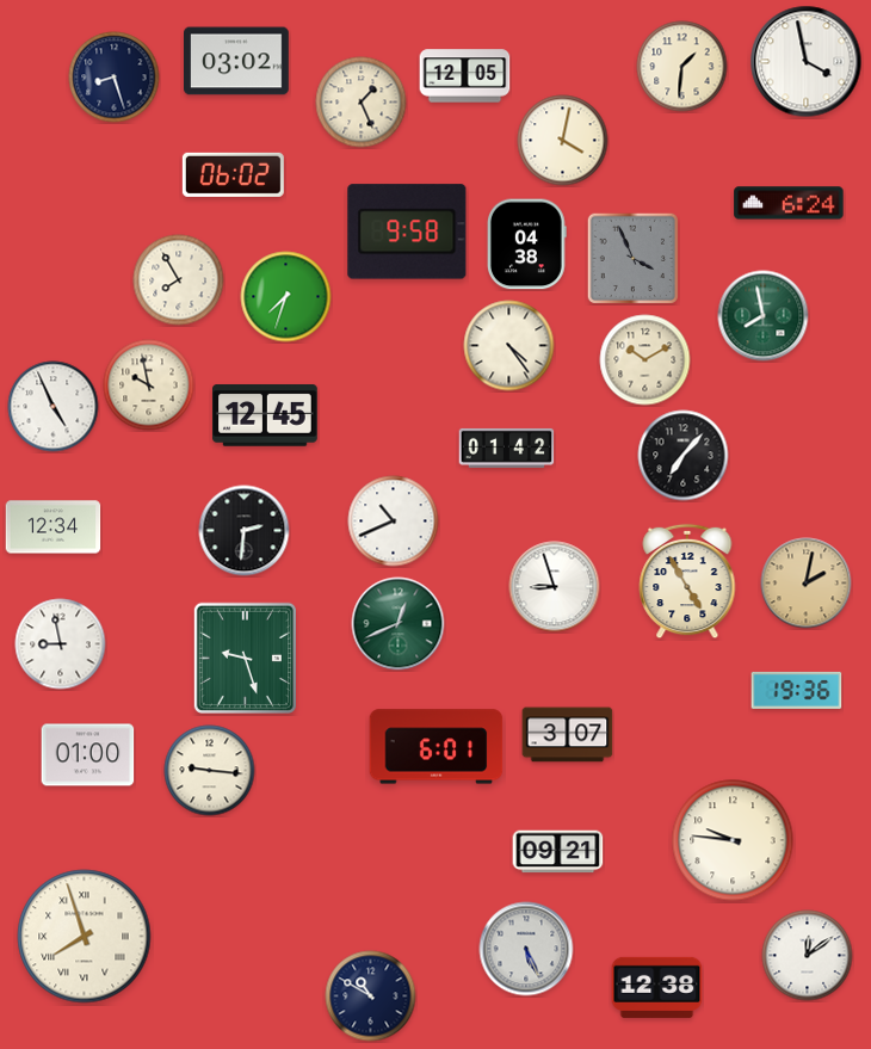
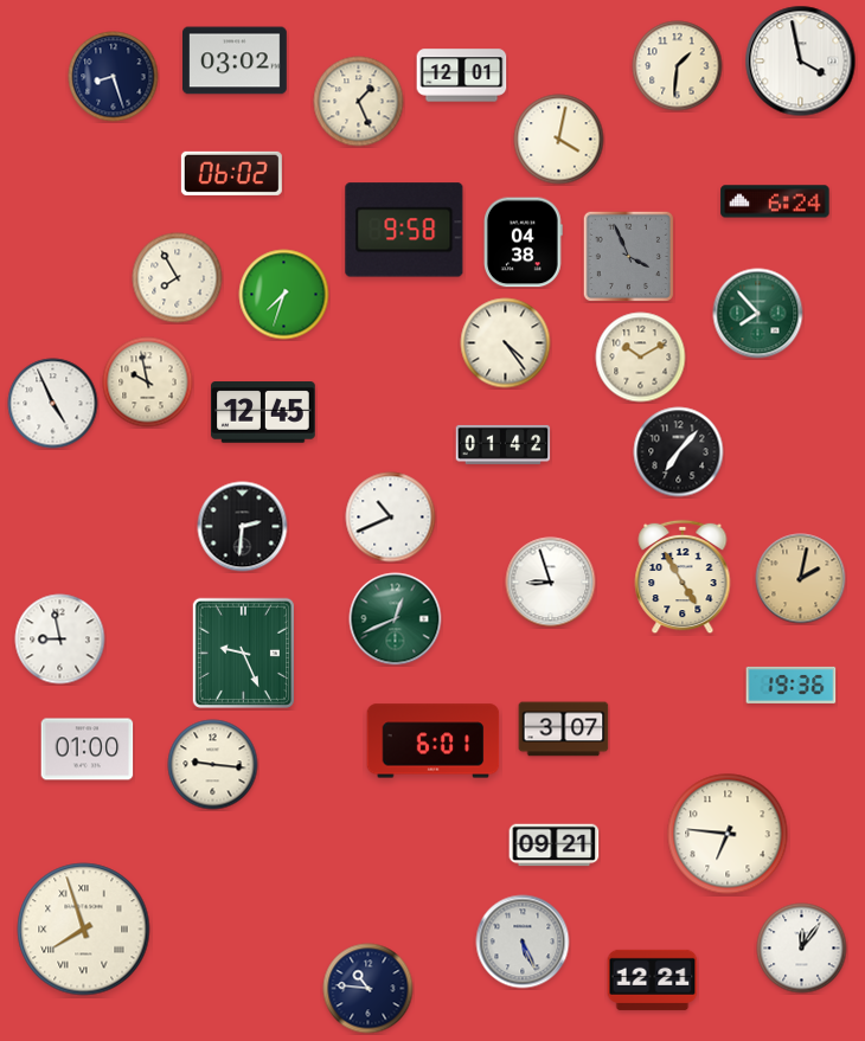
clock at (465, 76): 12:05 -> 12:01
clock at (789, 203) position: (789, 203) -> (775, 201)
clock at (764, 316): 7:58 -> 7:53
clock at (54, 527): 12:34 -> none
clock at (245, 658): 9:27 -> 9:26
clock at (210, 771) position: (210, 771) -> (213, 765)
clock at (733, 840): 9:46 -> 6:46
clock at (808, 956): 12:09 -> 12:06
clock at (657, 987): 12:38 -> 12:21
clock at (371, 996): 10:50 -> 10:46
